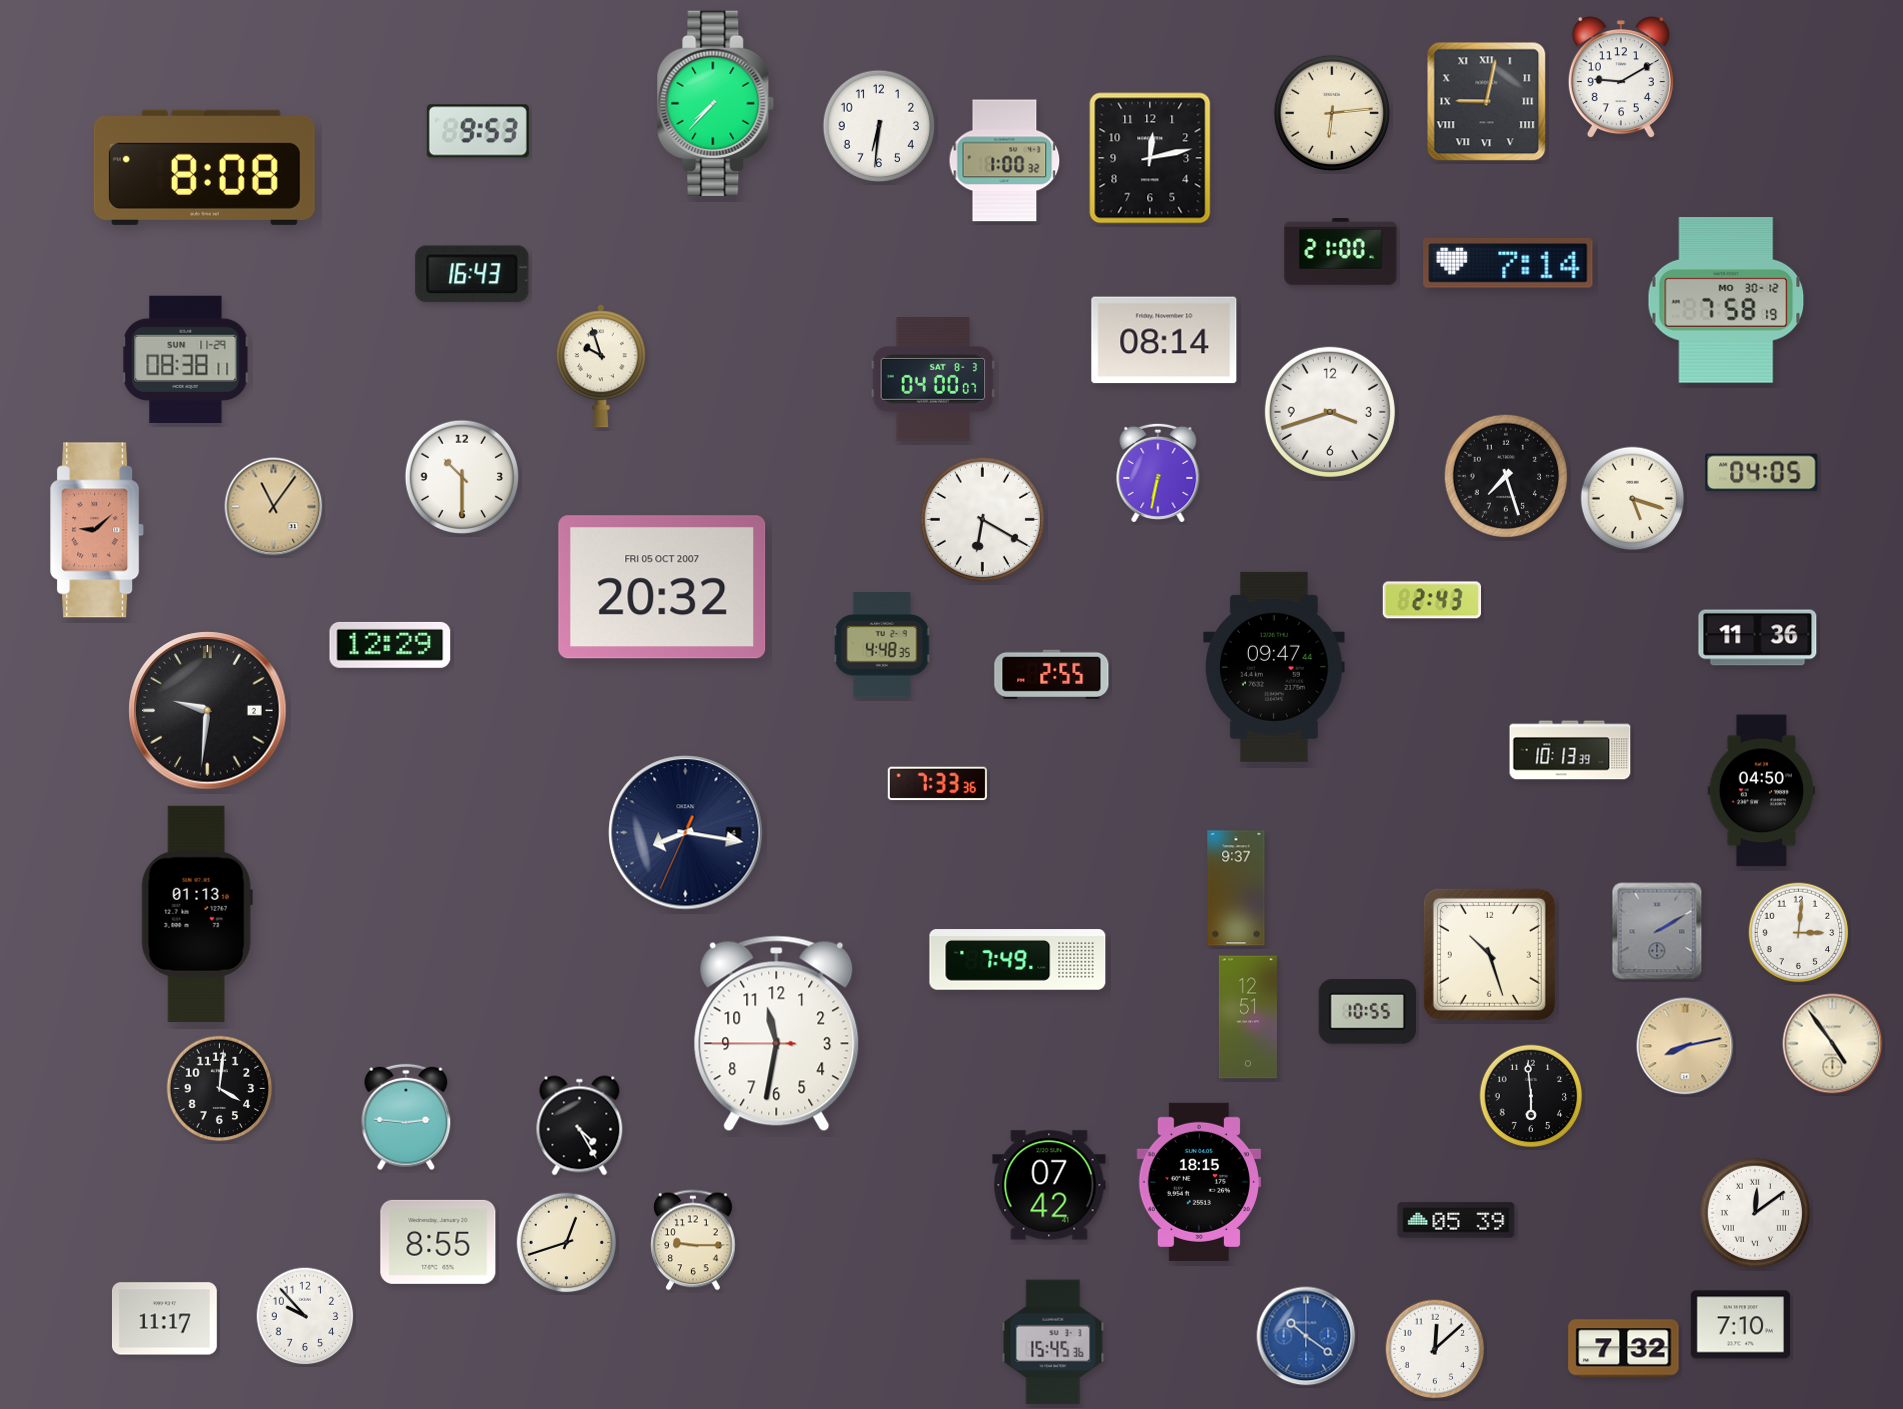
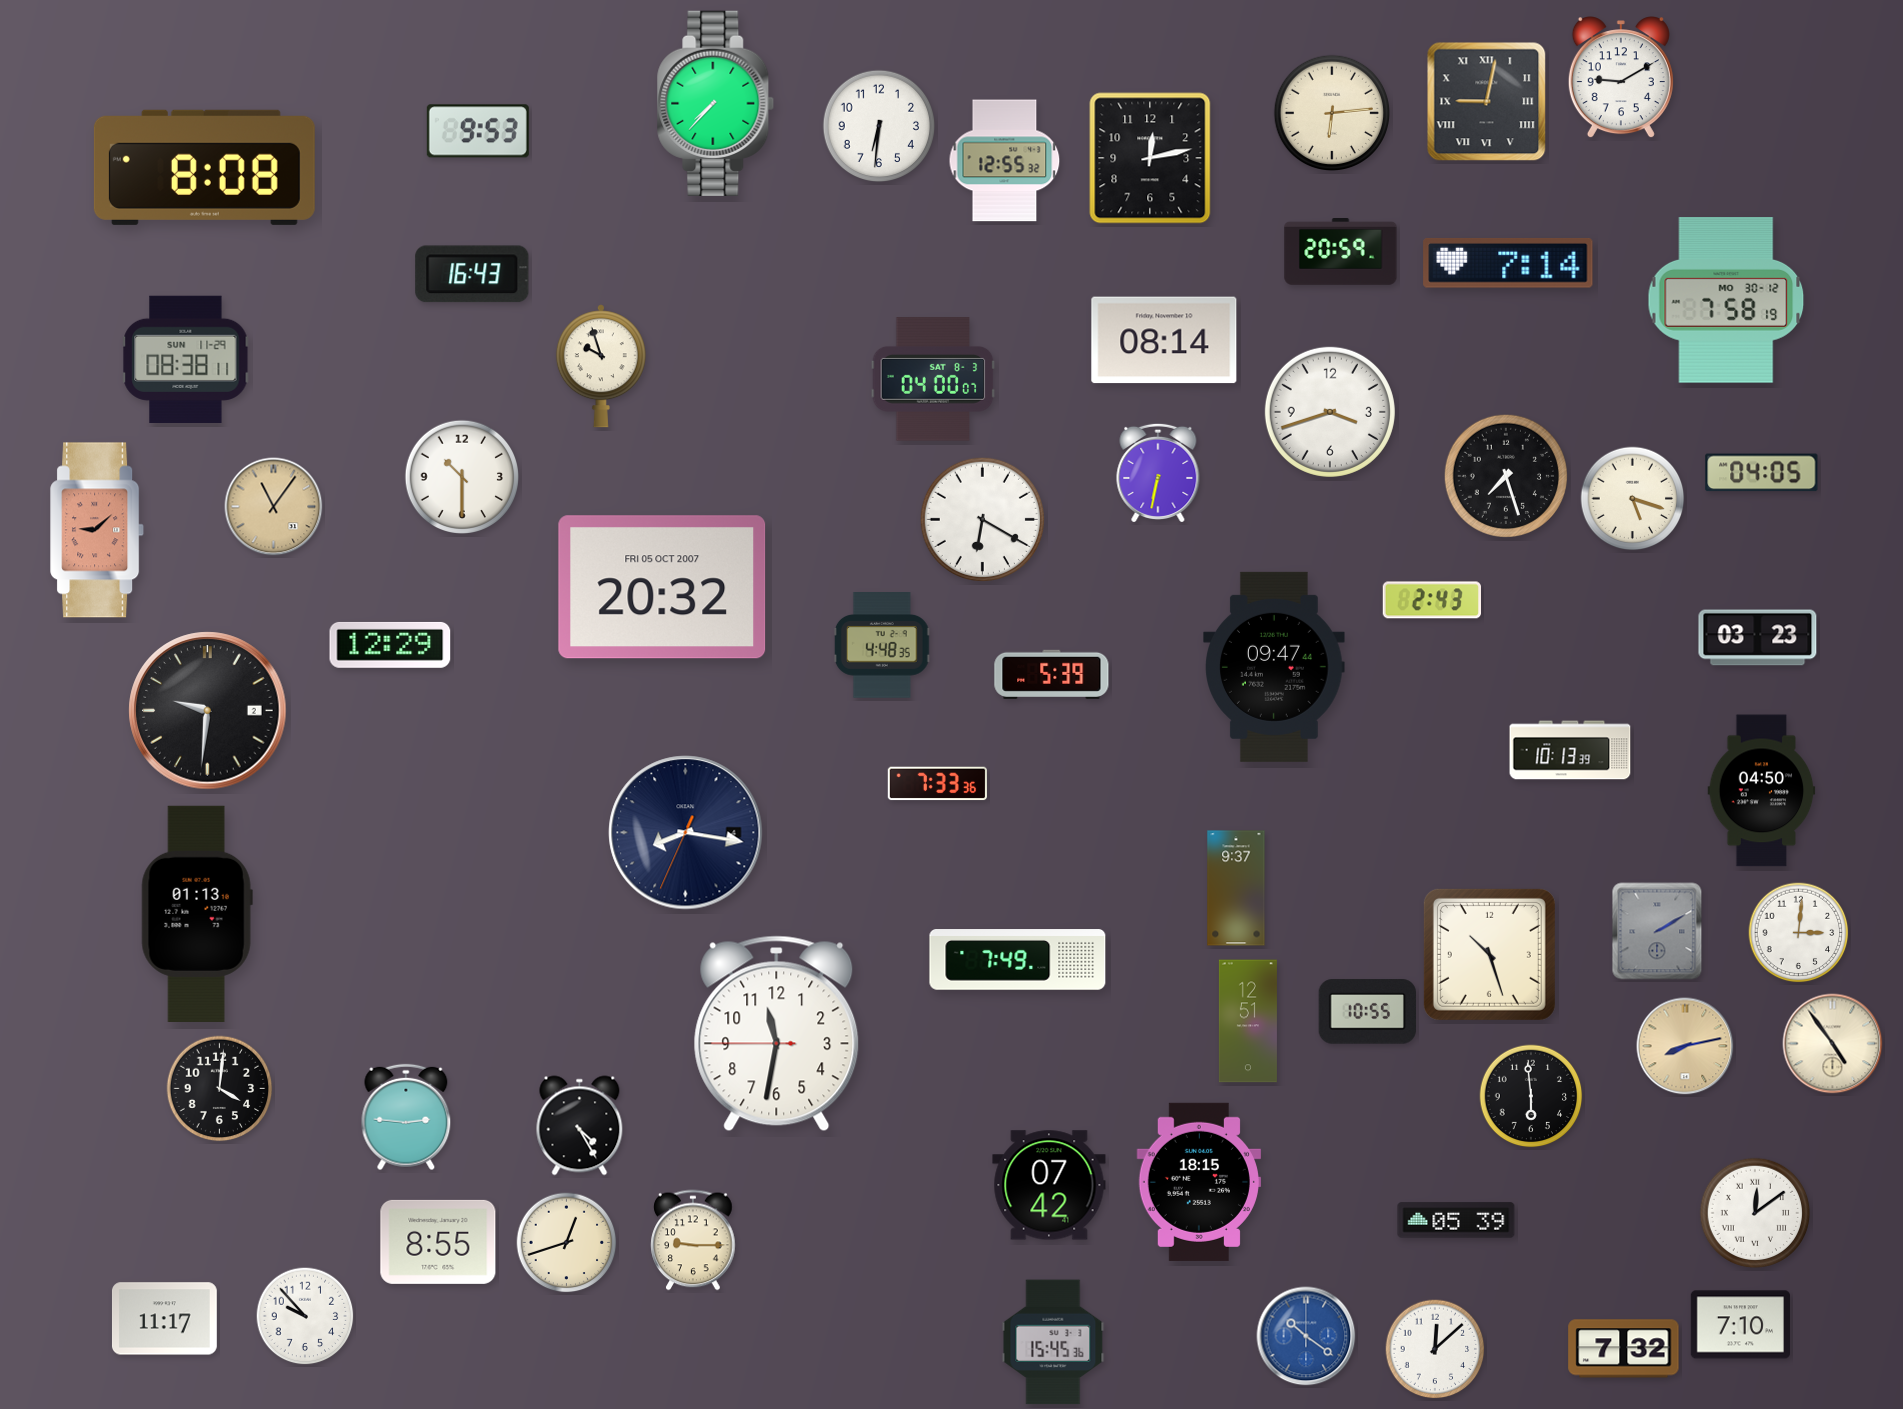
clock at (1005, 161): 1:00 -> 12:55
clock at (1341, 252): 21:00 -> 20:59
clock at (1758, 638): 11:36 -> 03:23
clock at (1052, 674): 2:55 -> 5:39
clock at (1248, 1017) position: (1248, 1017) -> (1248, 1021)
